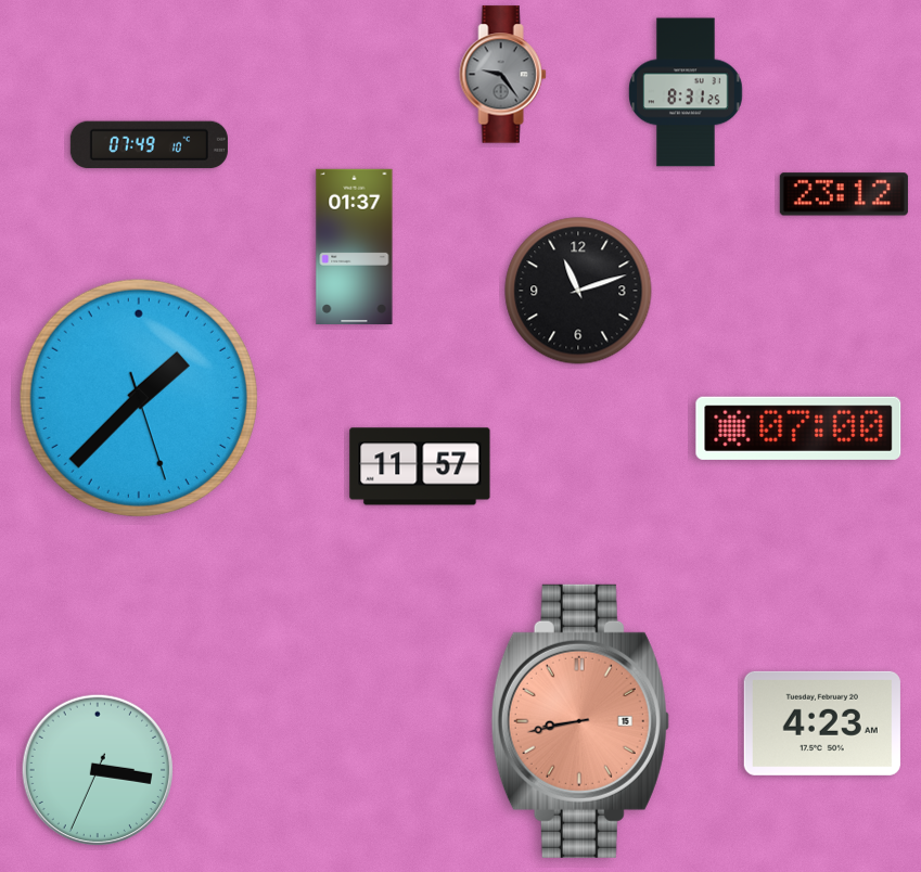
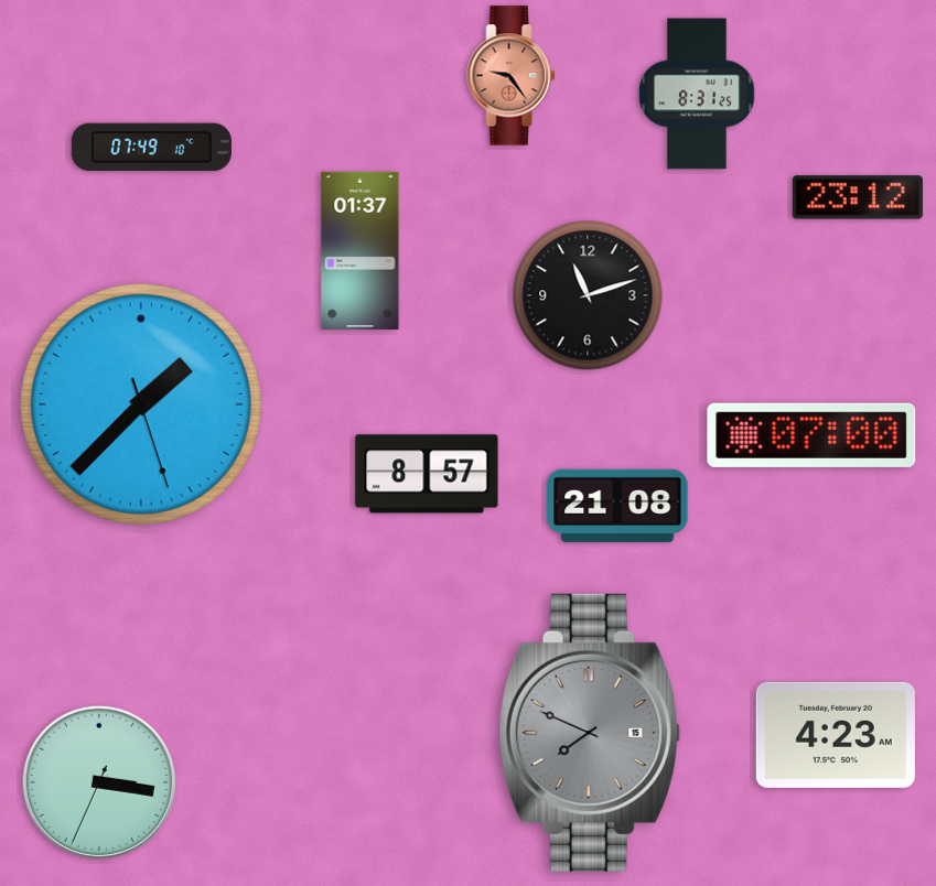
clock at (503, 75) dial: grey -> salmon
clock at (420, 466): 11:57 -> 8:57
clock at (617, 506): none -> 21:08
clock at (580, 721): 8:43 -> 7:49
clock at (580, 721) dial: salmon -> grey
